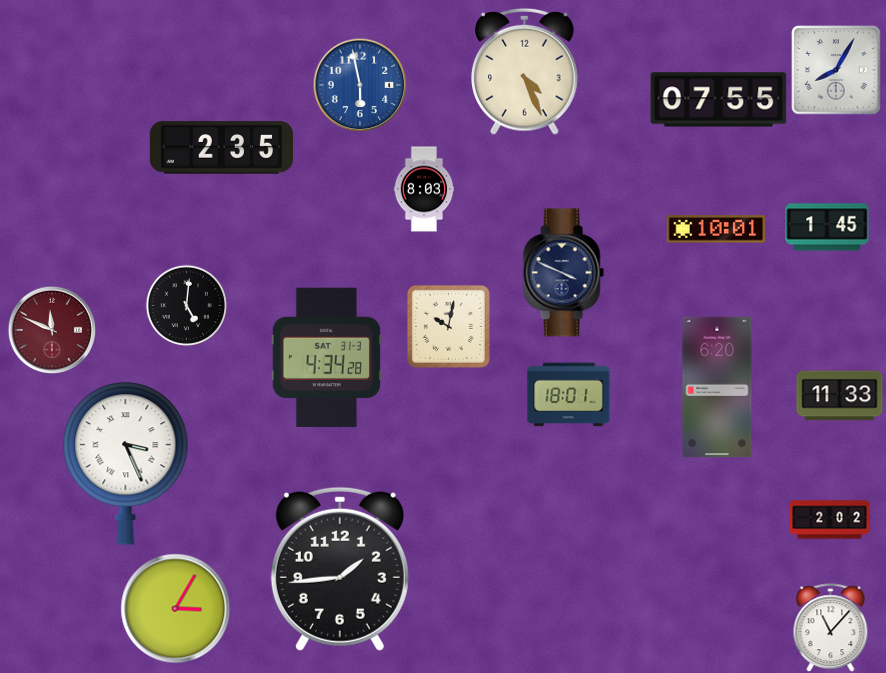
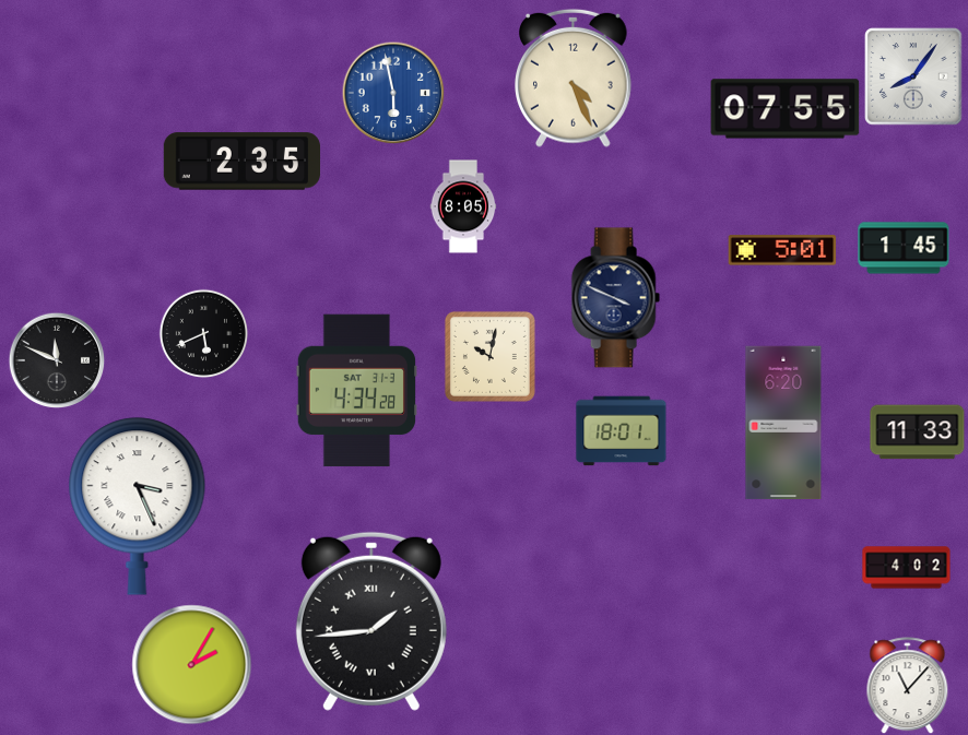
clock at (836, 70): 8:05 -> 8:06
clock at (424, 189): 8:03 -> 8:05
clock at (716, 229): 10:01 -> 5:01
clock at (186, 305): 5:01 -> 5:41
clock at (52, 330) dial: burgundy -> black
clock at (830, 520): 2:02 -> 4:02
clock at (340, 569) numerals: Arabic -> Roman
clock at (176, 609): 3:05 -> 2:05
